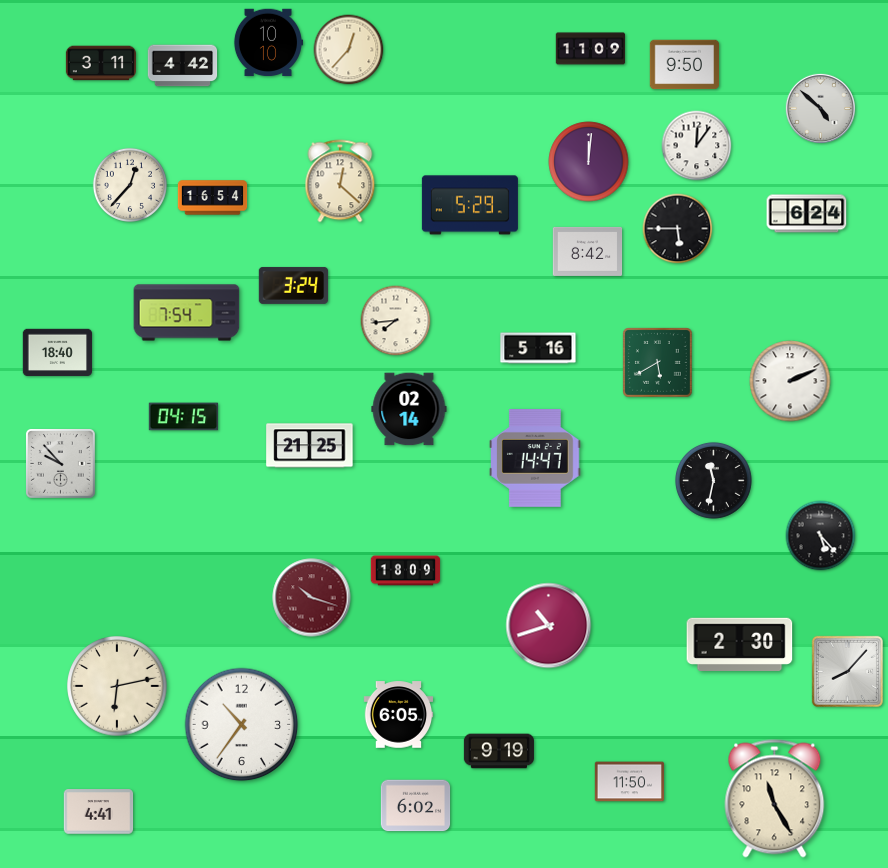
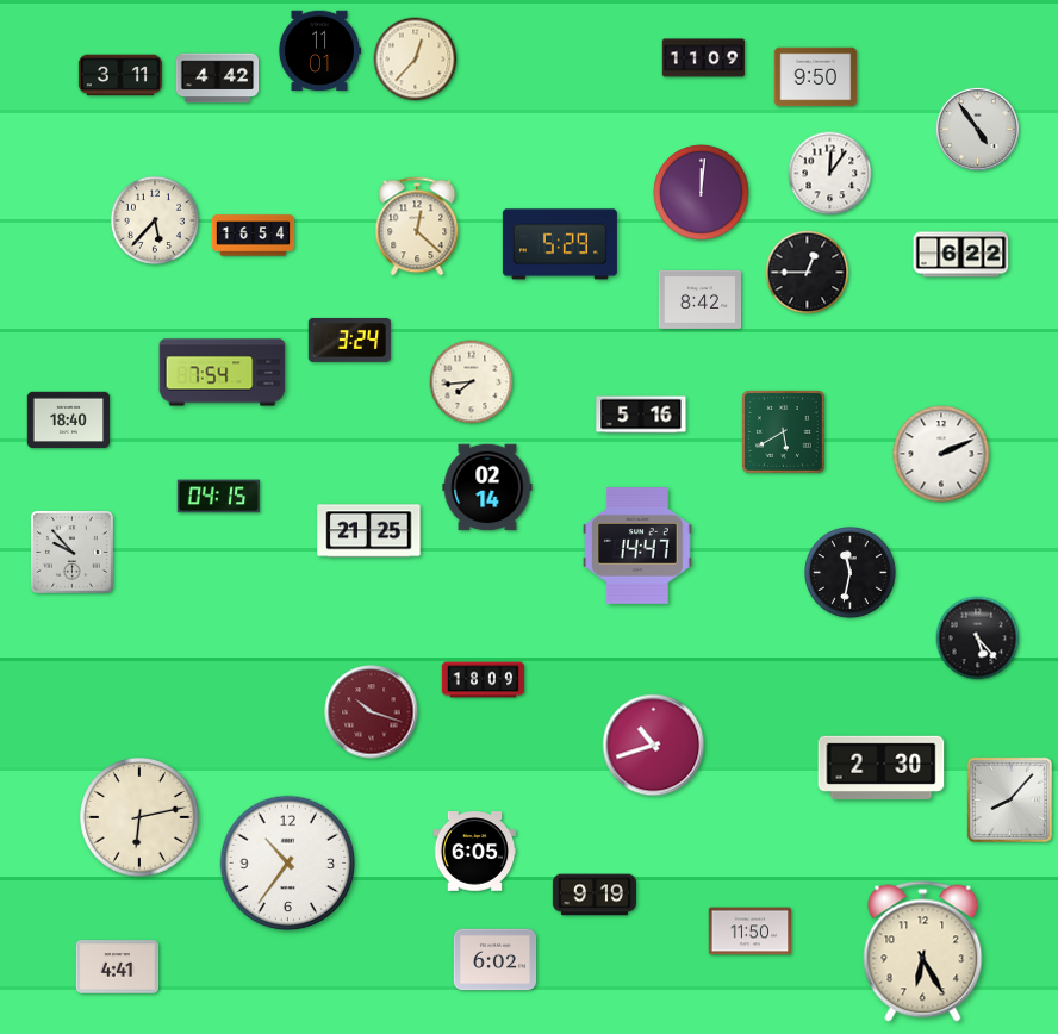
clock at (268, 43): 10:10 -> 11:01
clock at (820, 108): 4:52 -> 4:54
clock at (340, 181) position: (340, 181) -> (417, 226)
clock at (130, 185): 12:37 -> 5:37
clock at (807, 214): 6:24 -> 6:22
clock at (678, 229): 5:45 -> 12:45
clock at (775, 799): 11:25 -> 6:25
